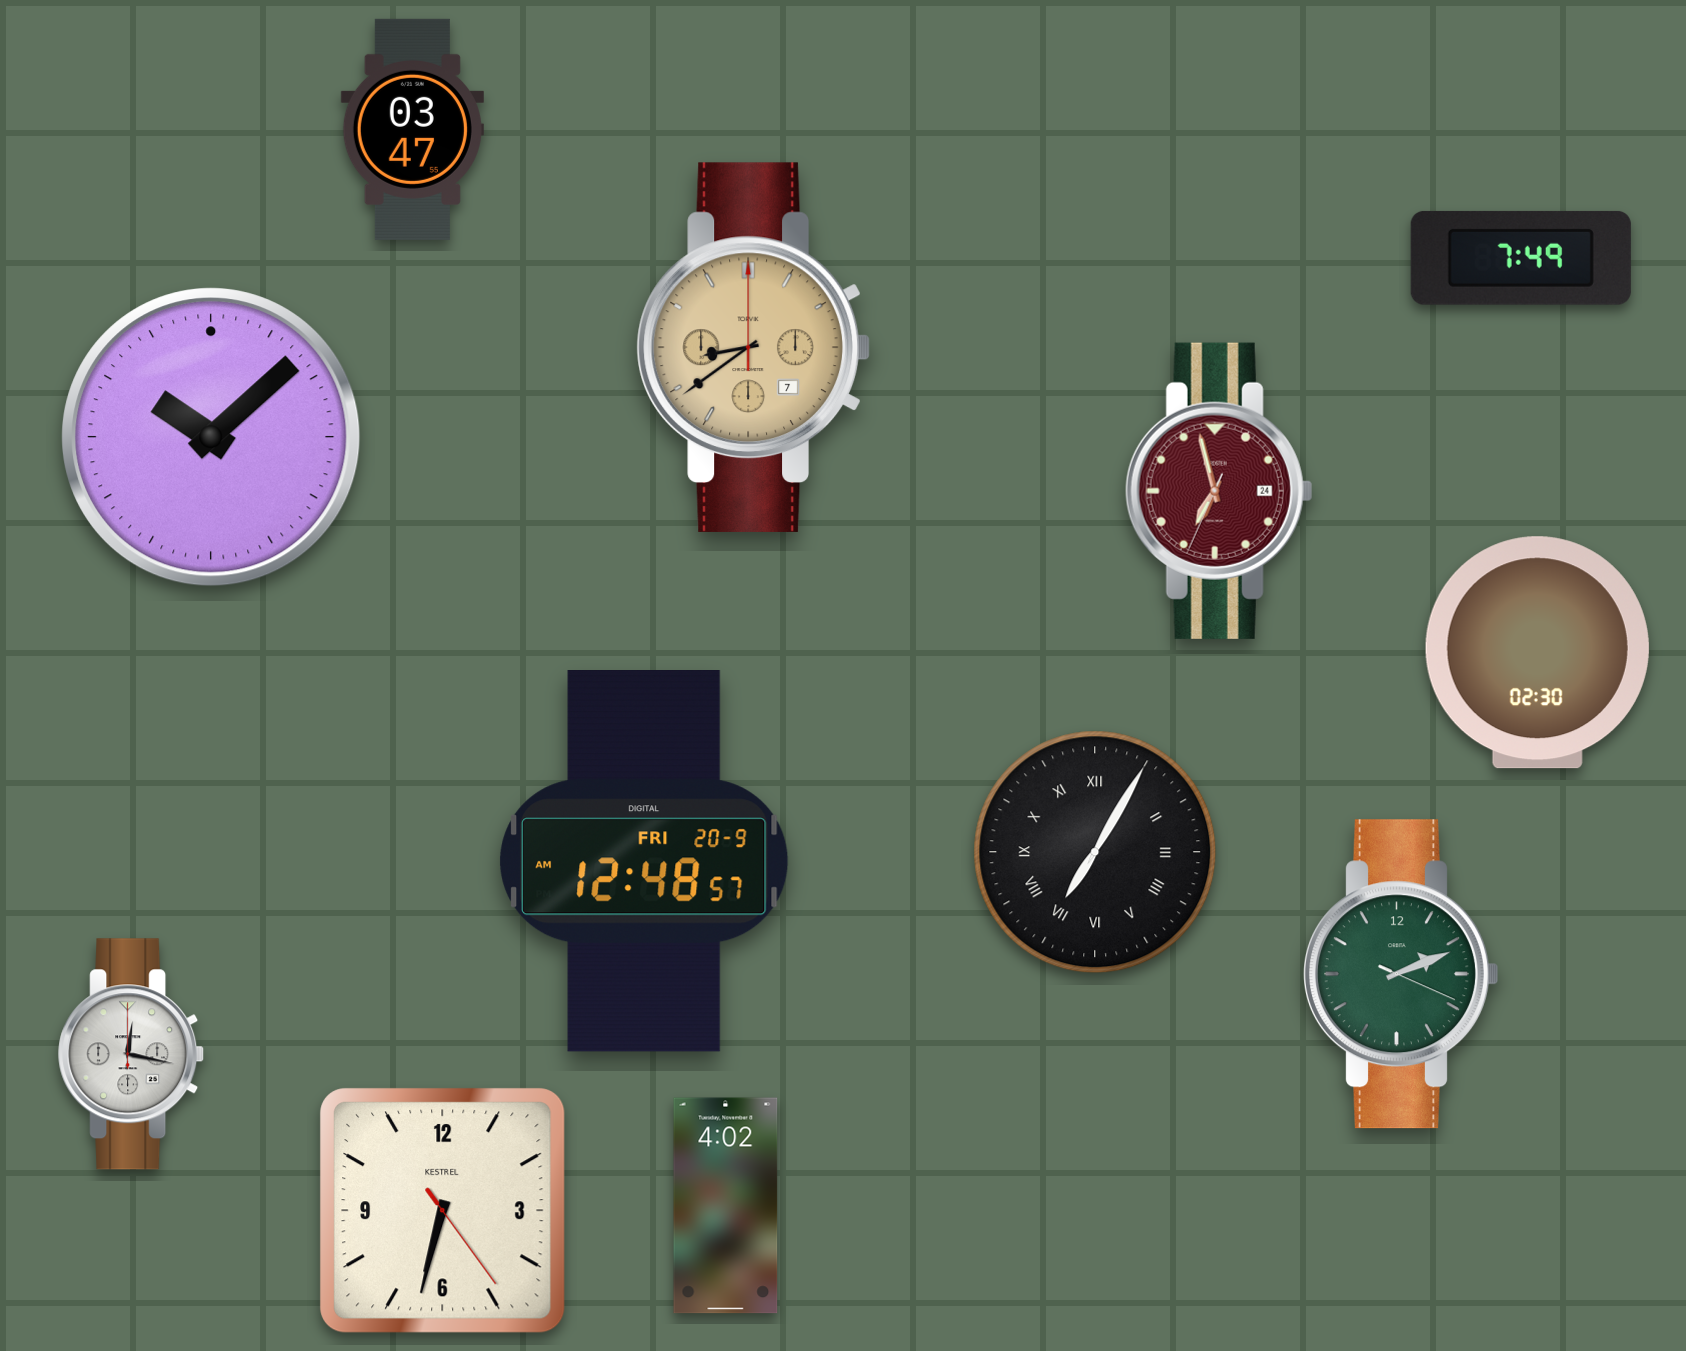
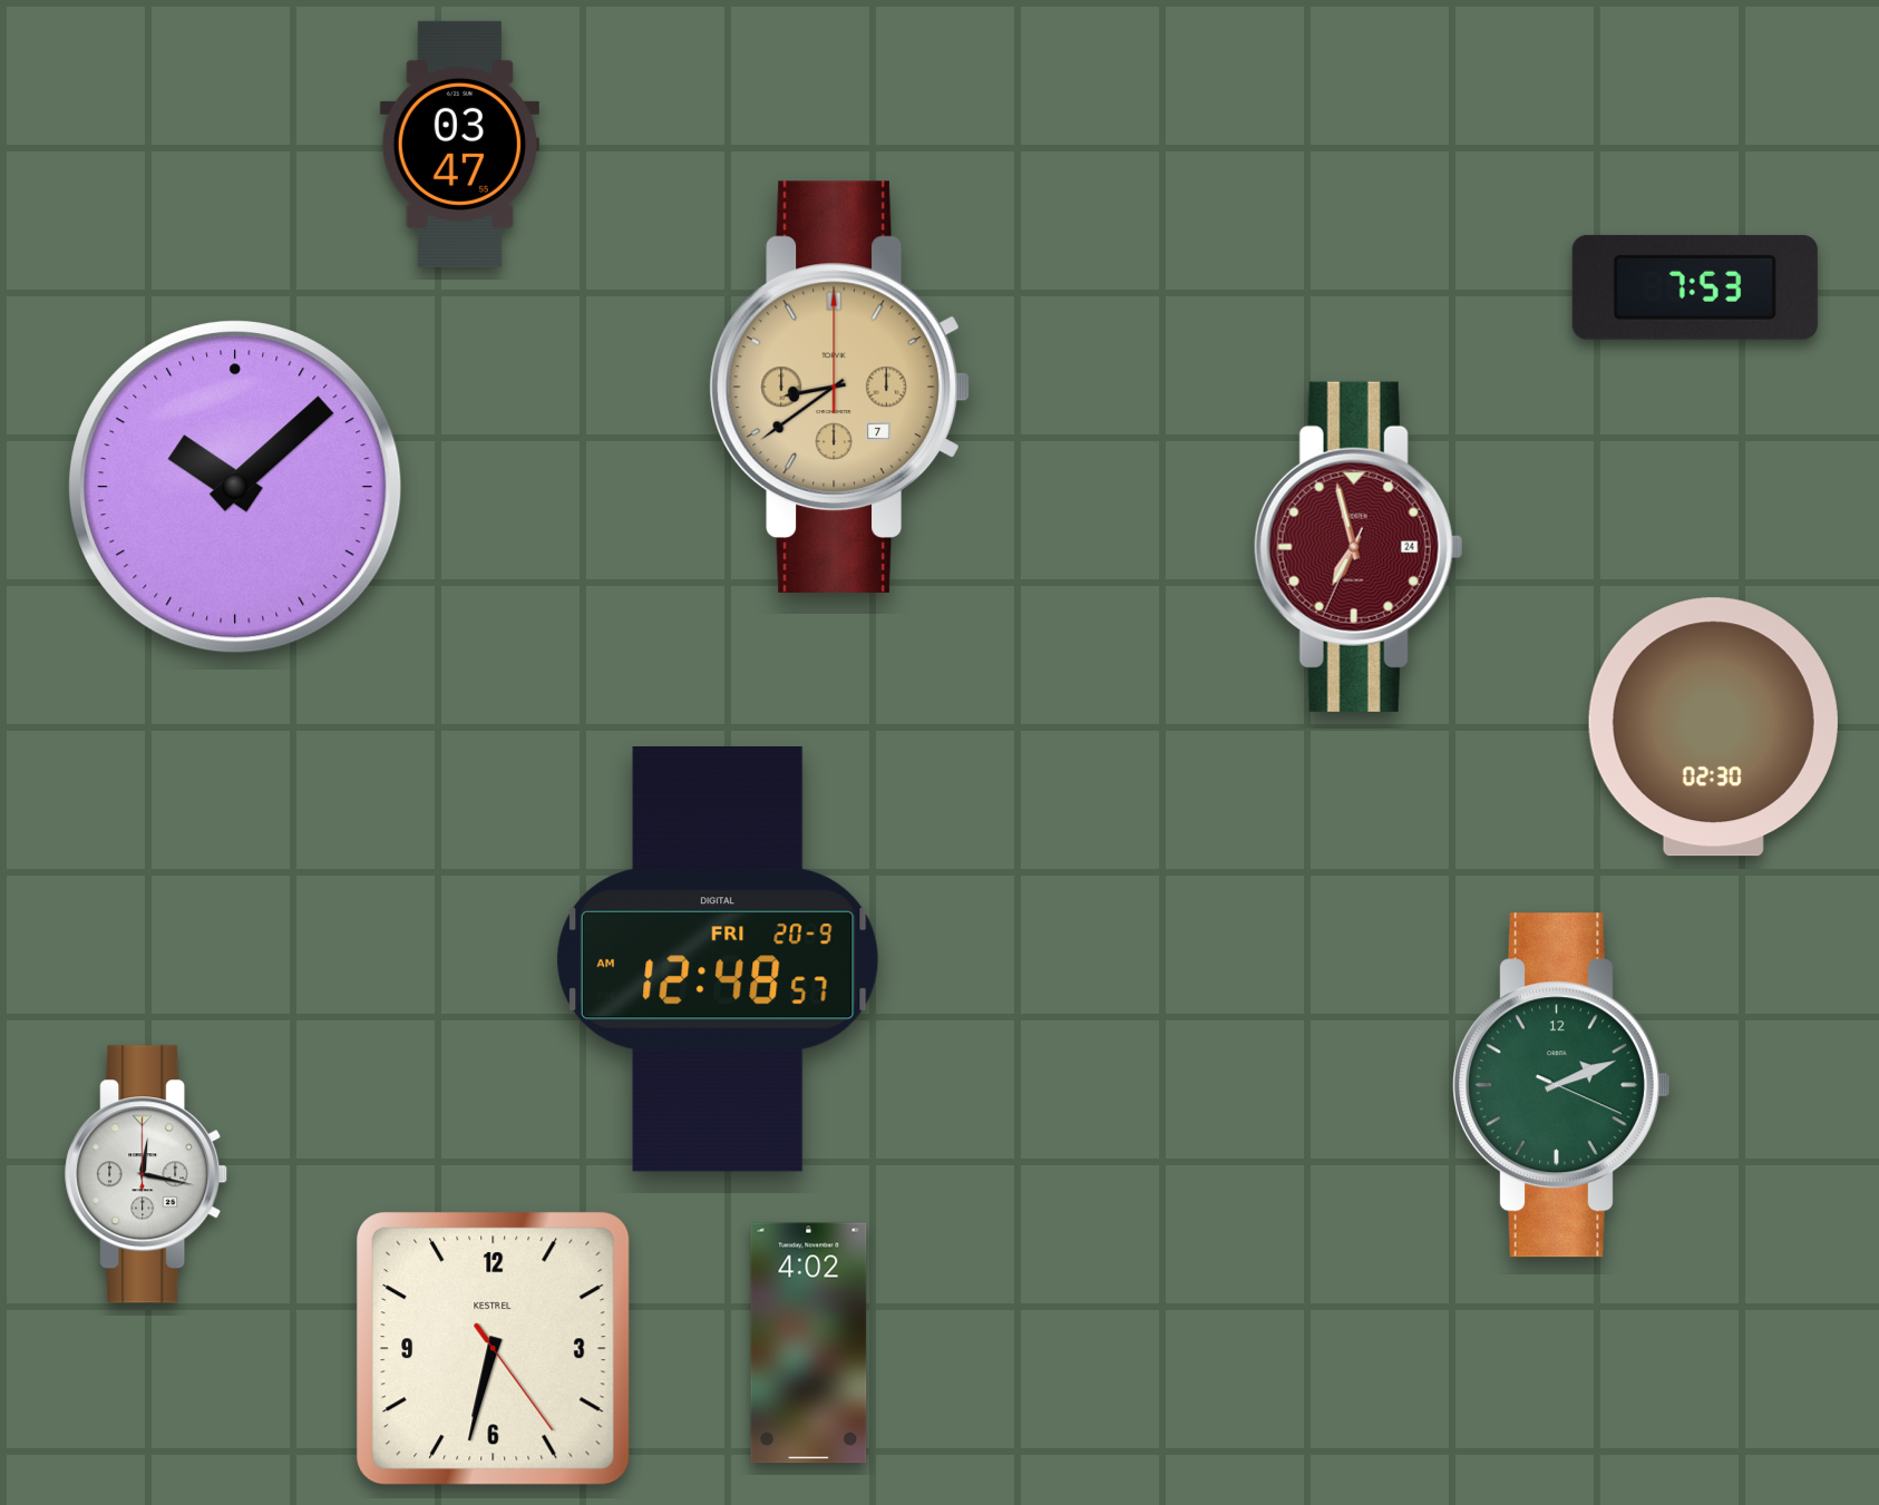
clock at (1521, 258): 7:49 -> 7:53
clock at (1095, 852): 7:05 -> none
